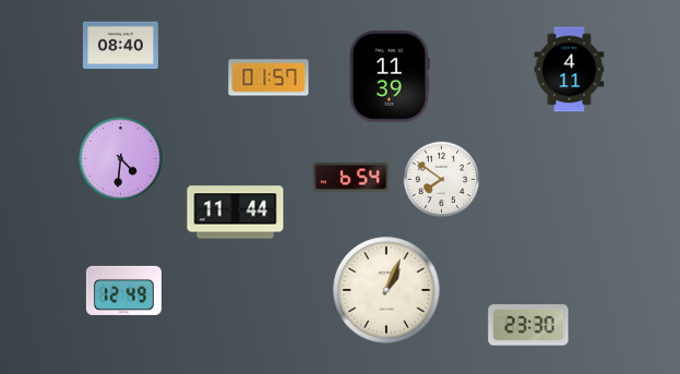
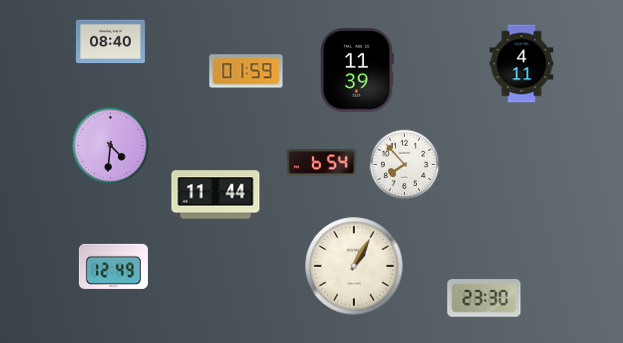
clock at (269, 77): 01:57 -> 01:59
clock at (442, 180): 7:51 -> 7:53
clock at (386, 290): 1:04 -> 1:05
